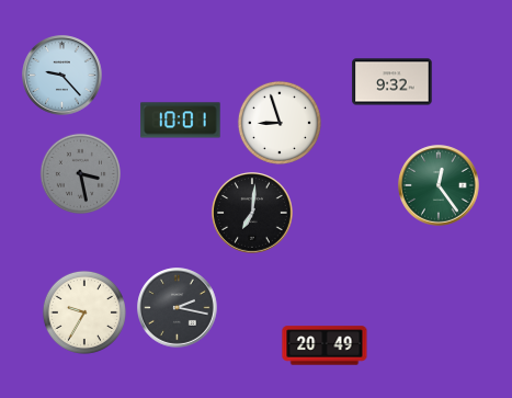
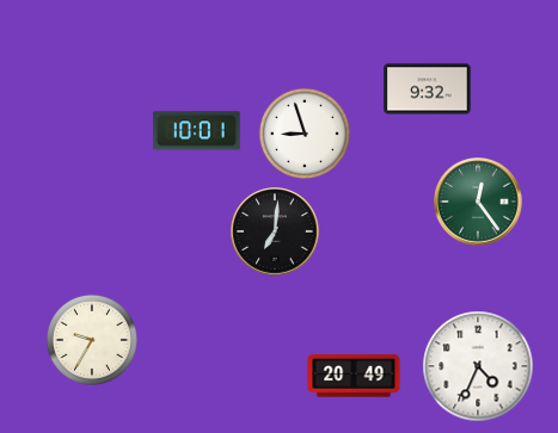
clock at (62, 76): 9:23 -> none
clock at (80, 173): 3:28 -> none
clock at (178, 308): 2:17 -> none
clock at (478, 366): none -> 4:34
